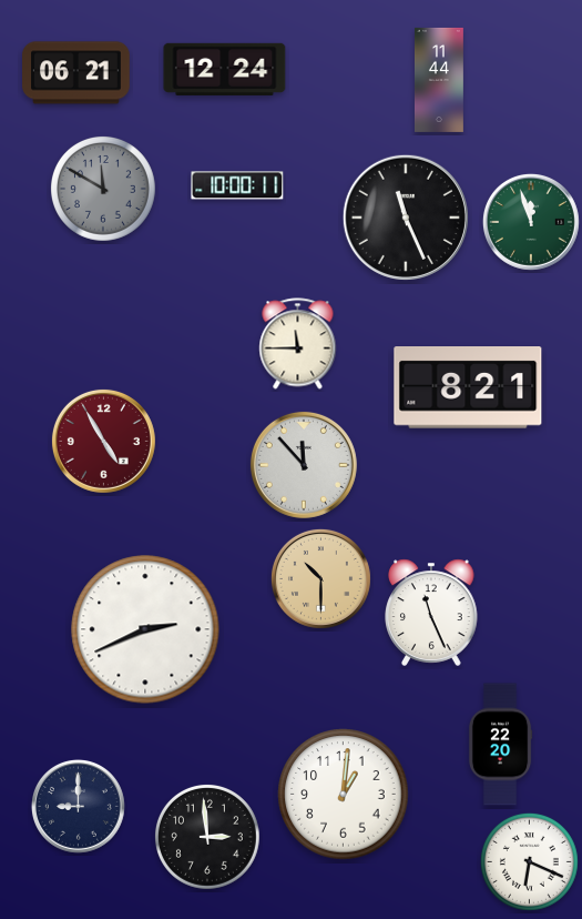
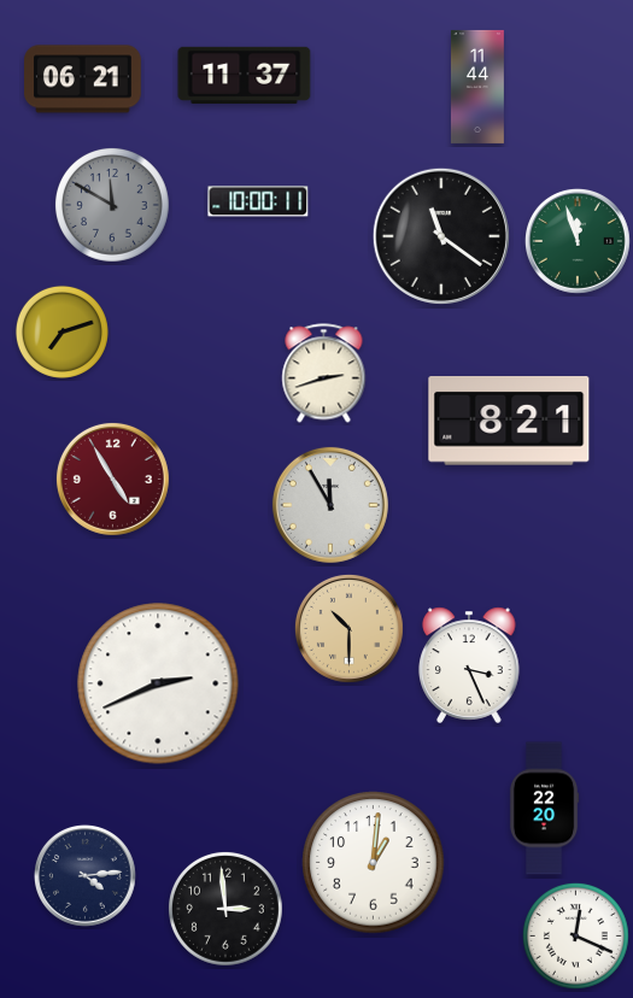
clock at (225, 69): 12:24 -> 11:37
clock at (406, 218): 11:26 -> 11:21
clock at (61, 331): none -> 7:12
clock at (298, 344): 11:45 -> 2:42
clock at (304, 465): 11:53 -> 11:55
clock at (431, 613): 11:26 -> 3:26
clock at (78, 806): 9:00 -> 4:14
clock at (529, 861): 6:19 -> 12:19
